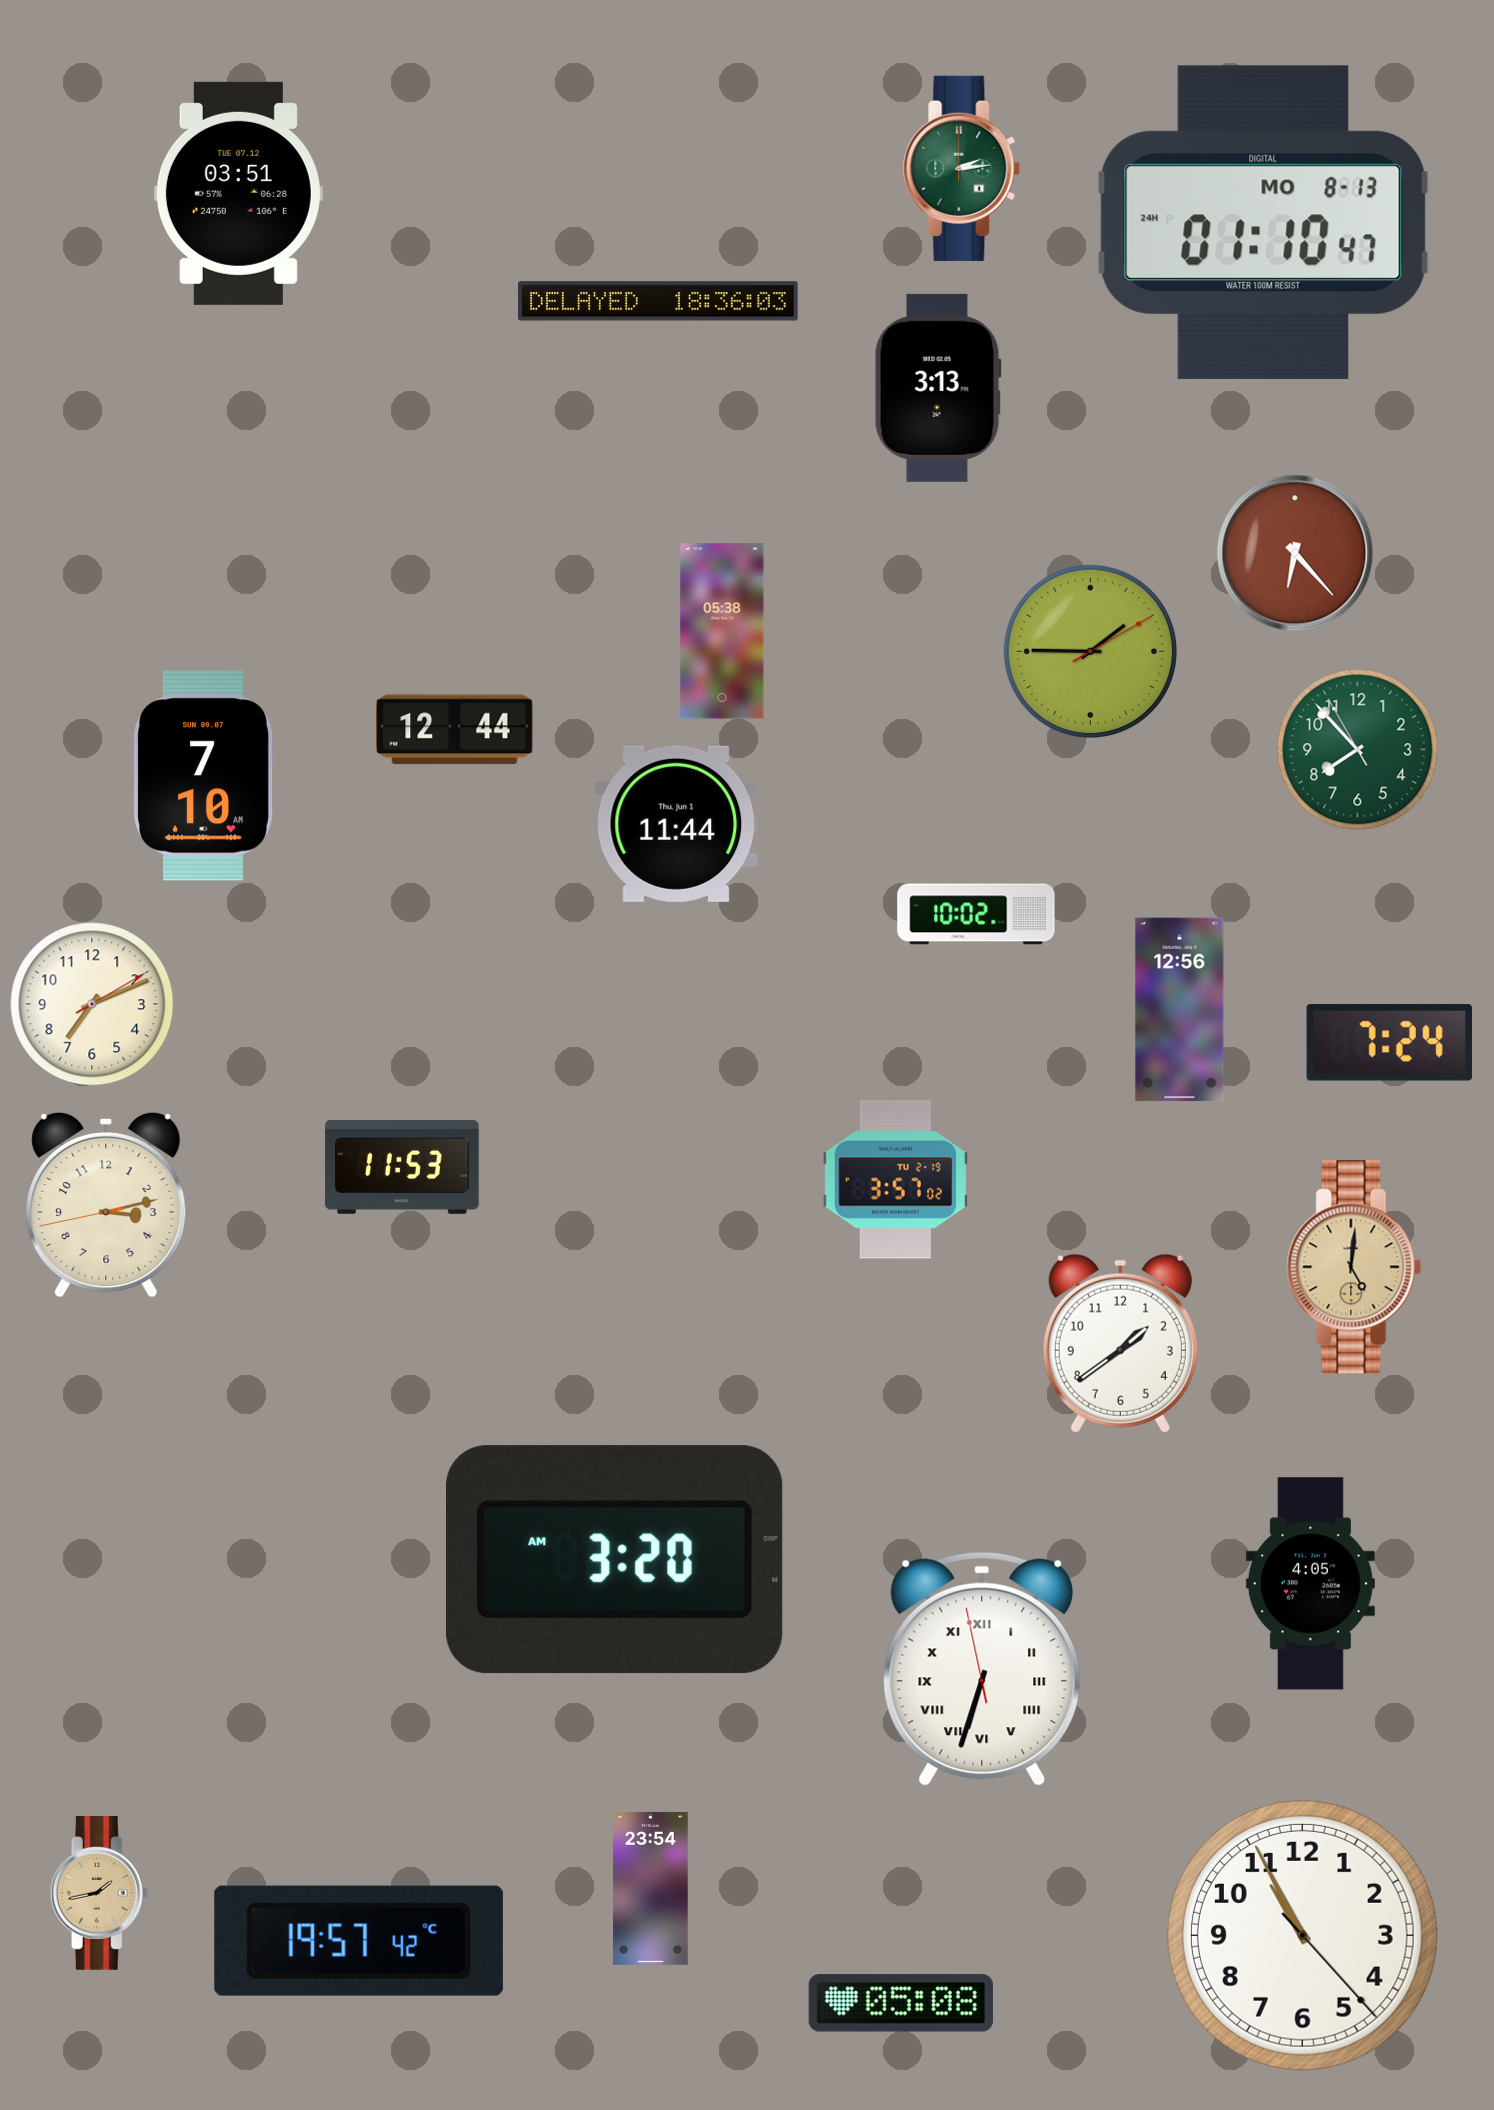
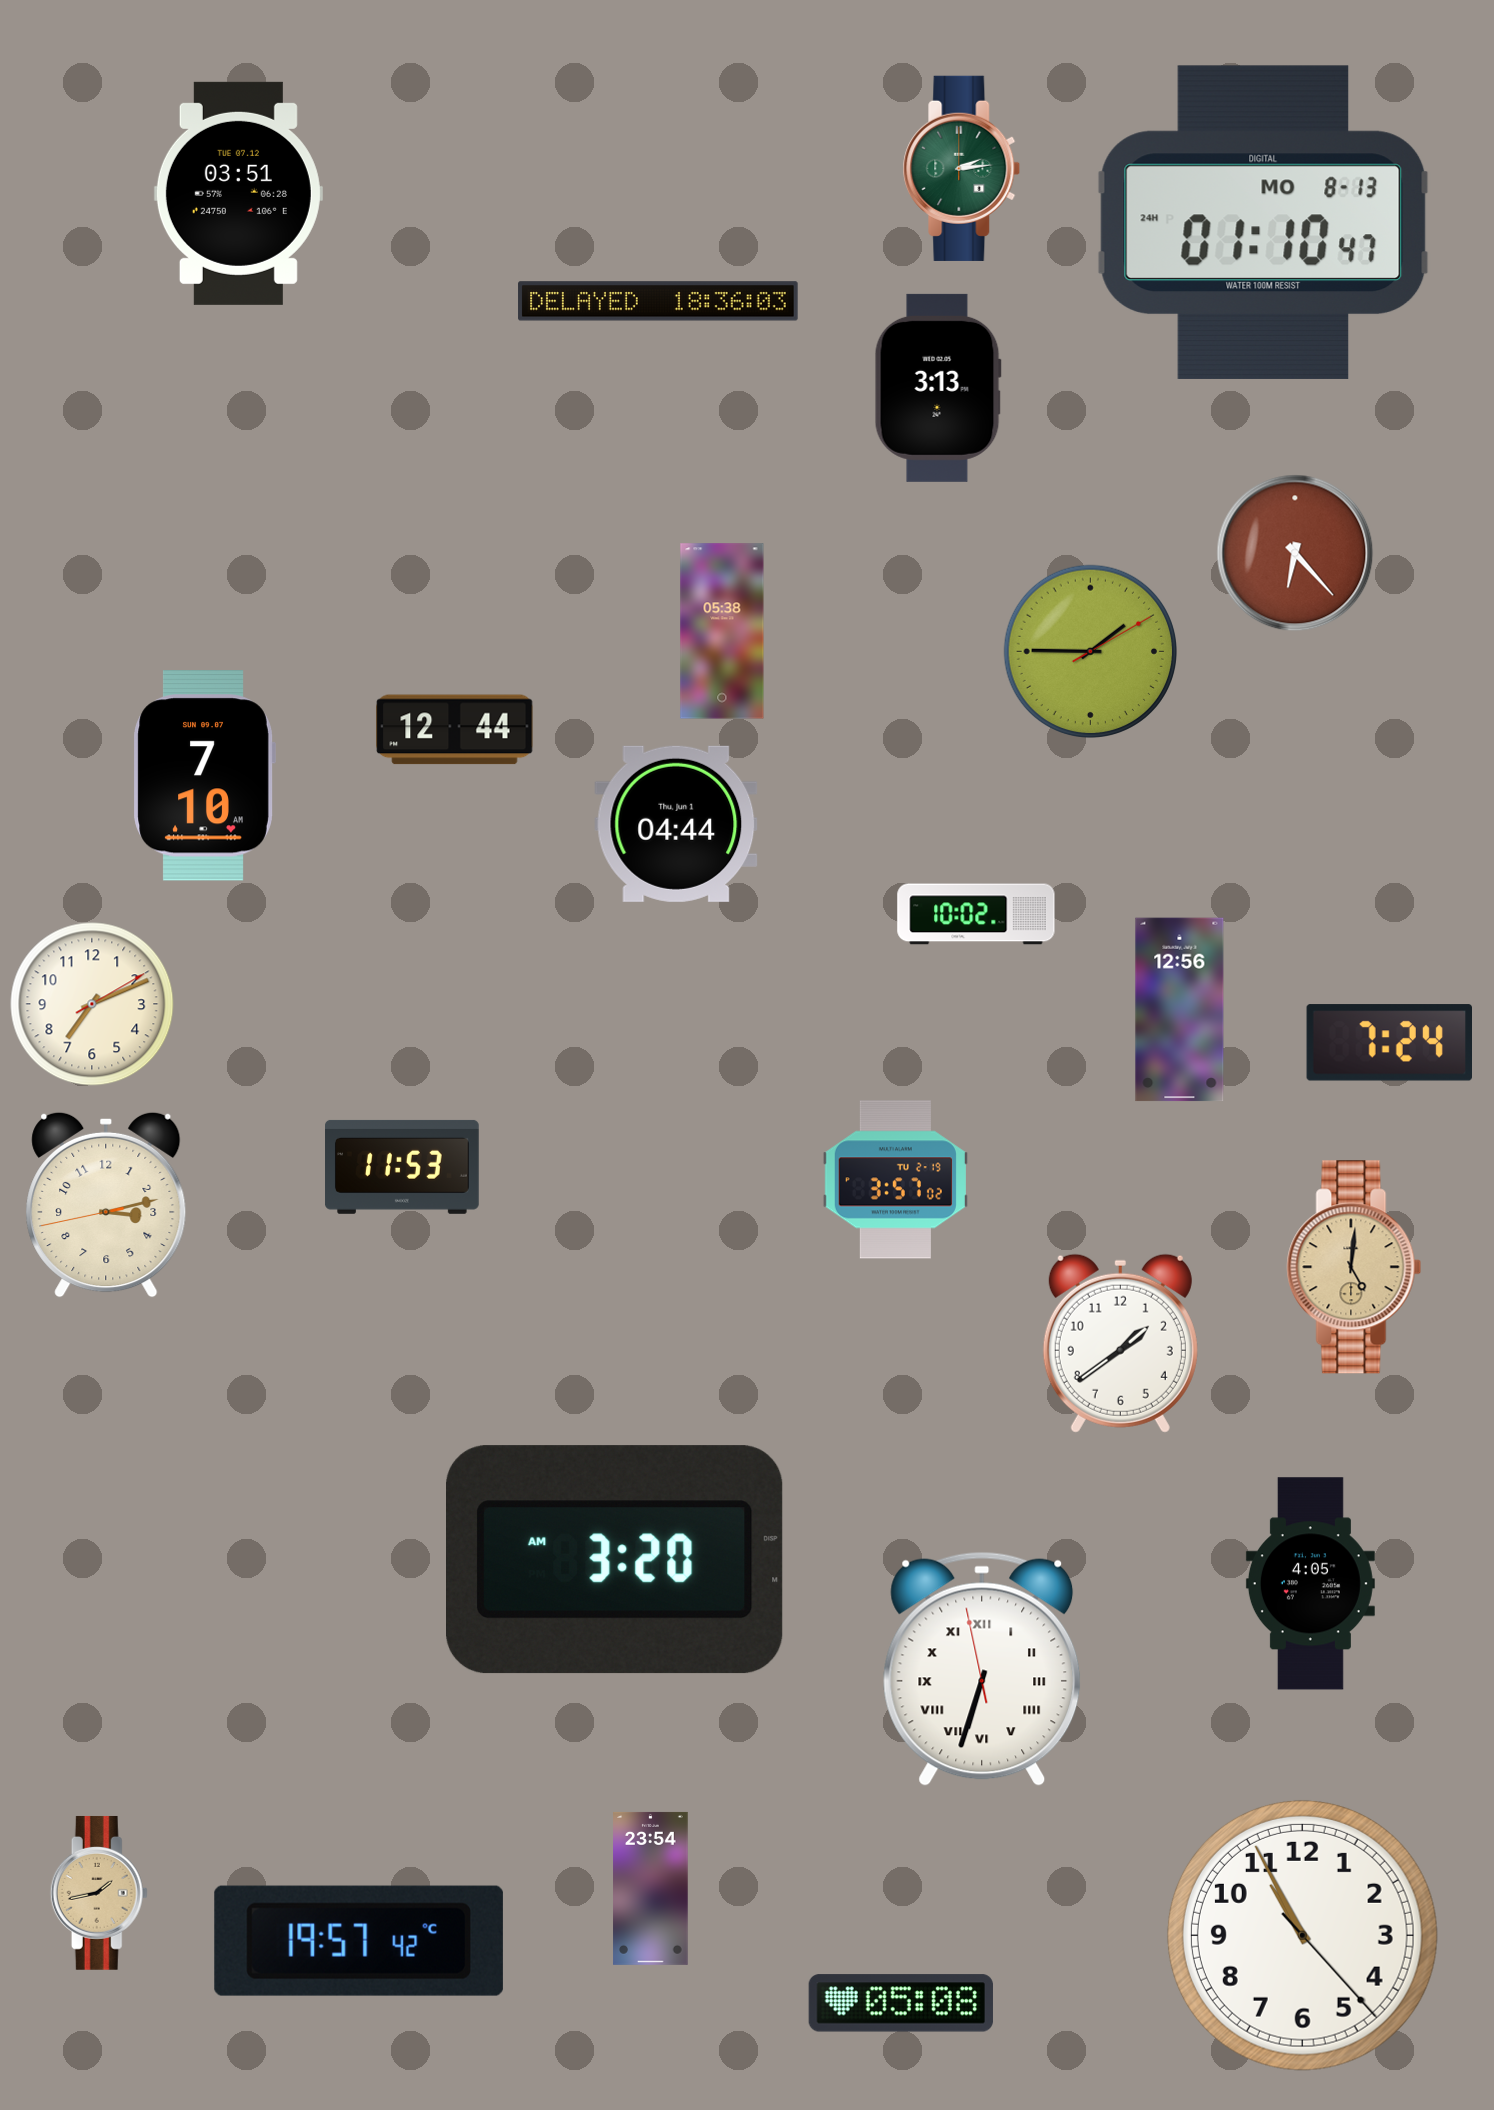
clock at (1358, 750): 7:52 -> none
clock at (676, 824): 11:44 -> 04:44
